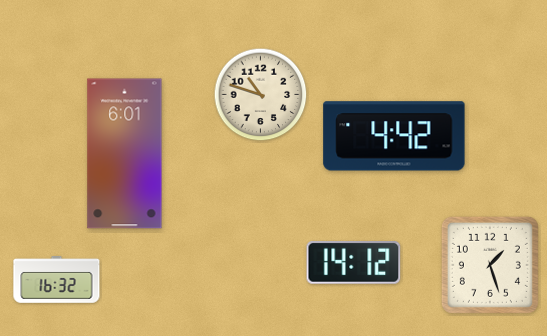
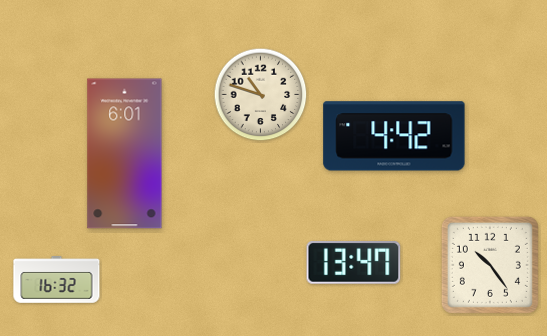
clock at (354, 263): 14:12 -> 13:47
clock at (490, 265): 1:27 -> 10:24
